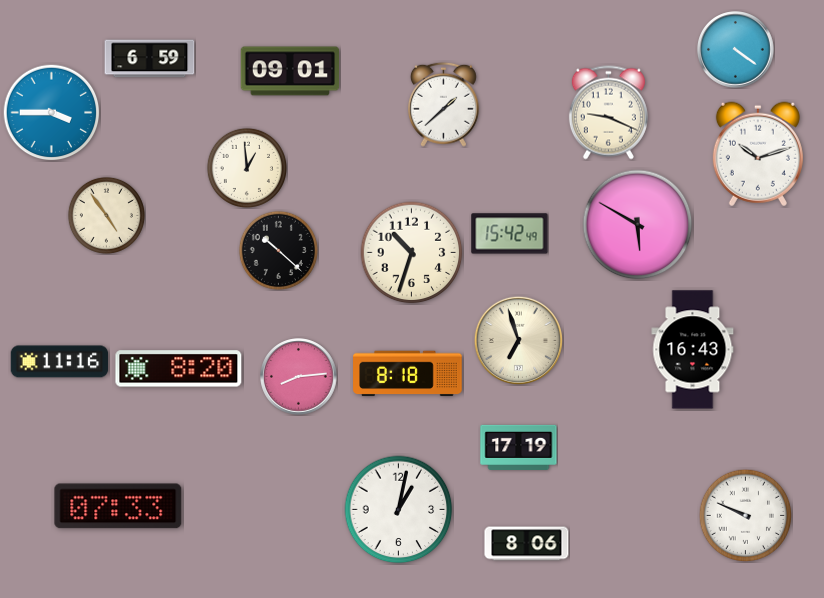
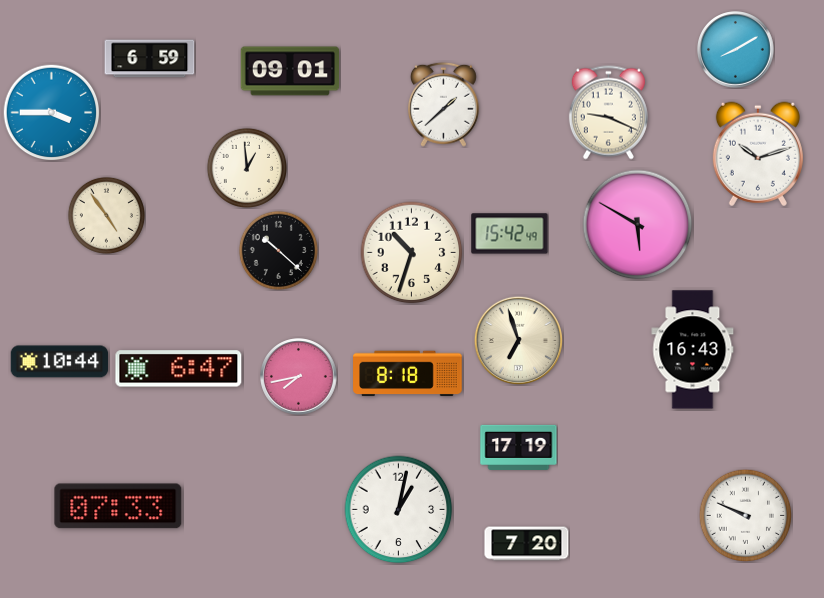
clock at (736, 50): 4:21 -> 8:10
clock at (60, 362): 11:16 -> 10:44
clock at (179, 369): 8:20 -> 6:47
clock at (299, 377): 8:14 -> 7:43
clock at (527, 544): 8:06 -> 7:20
